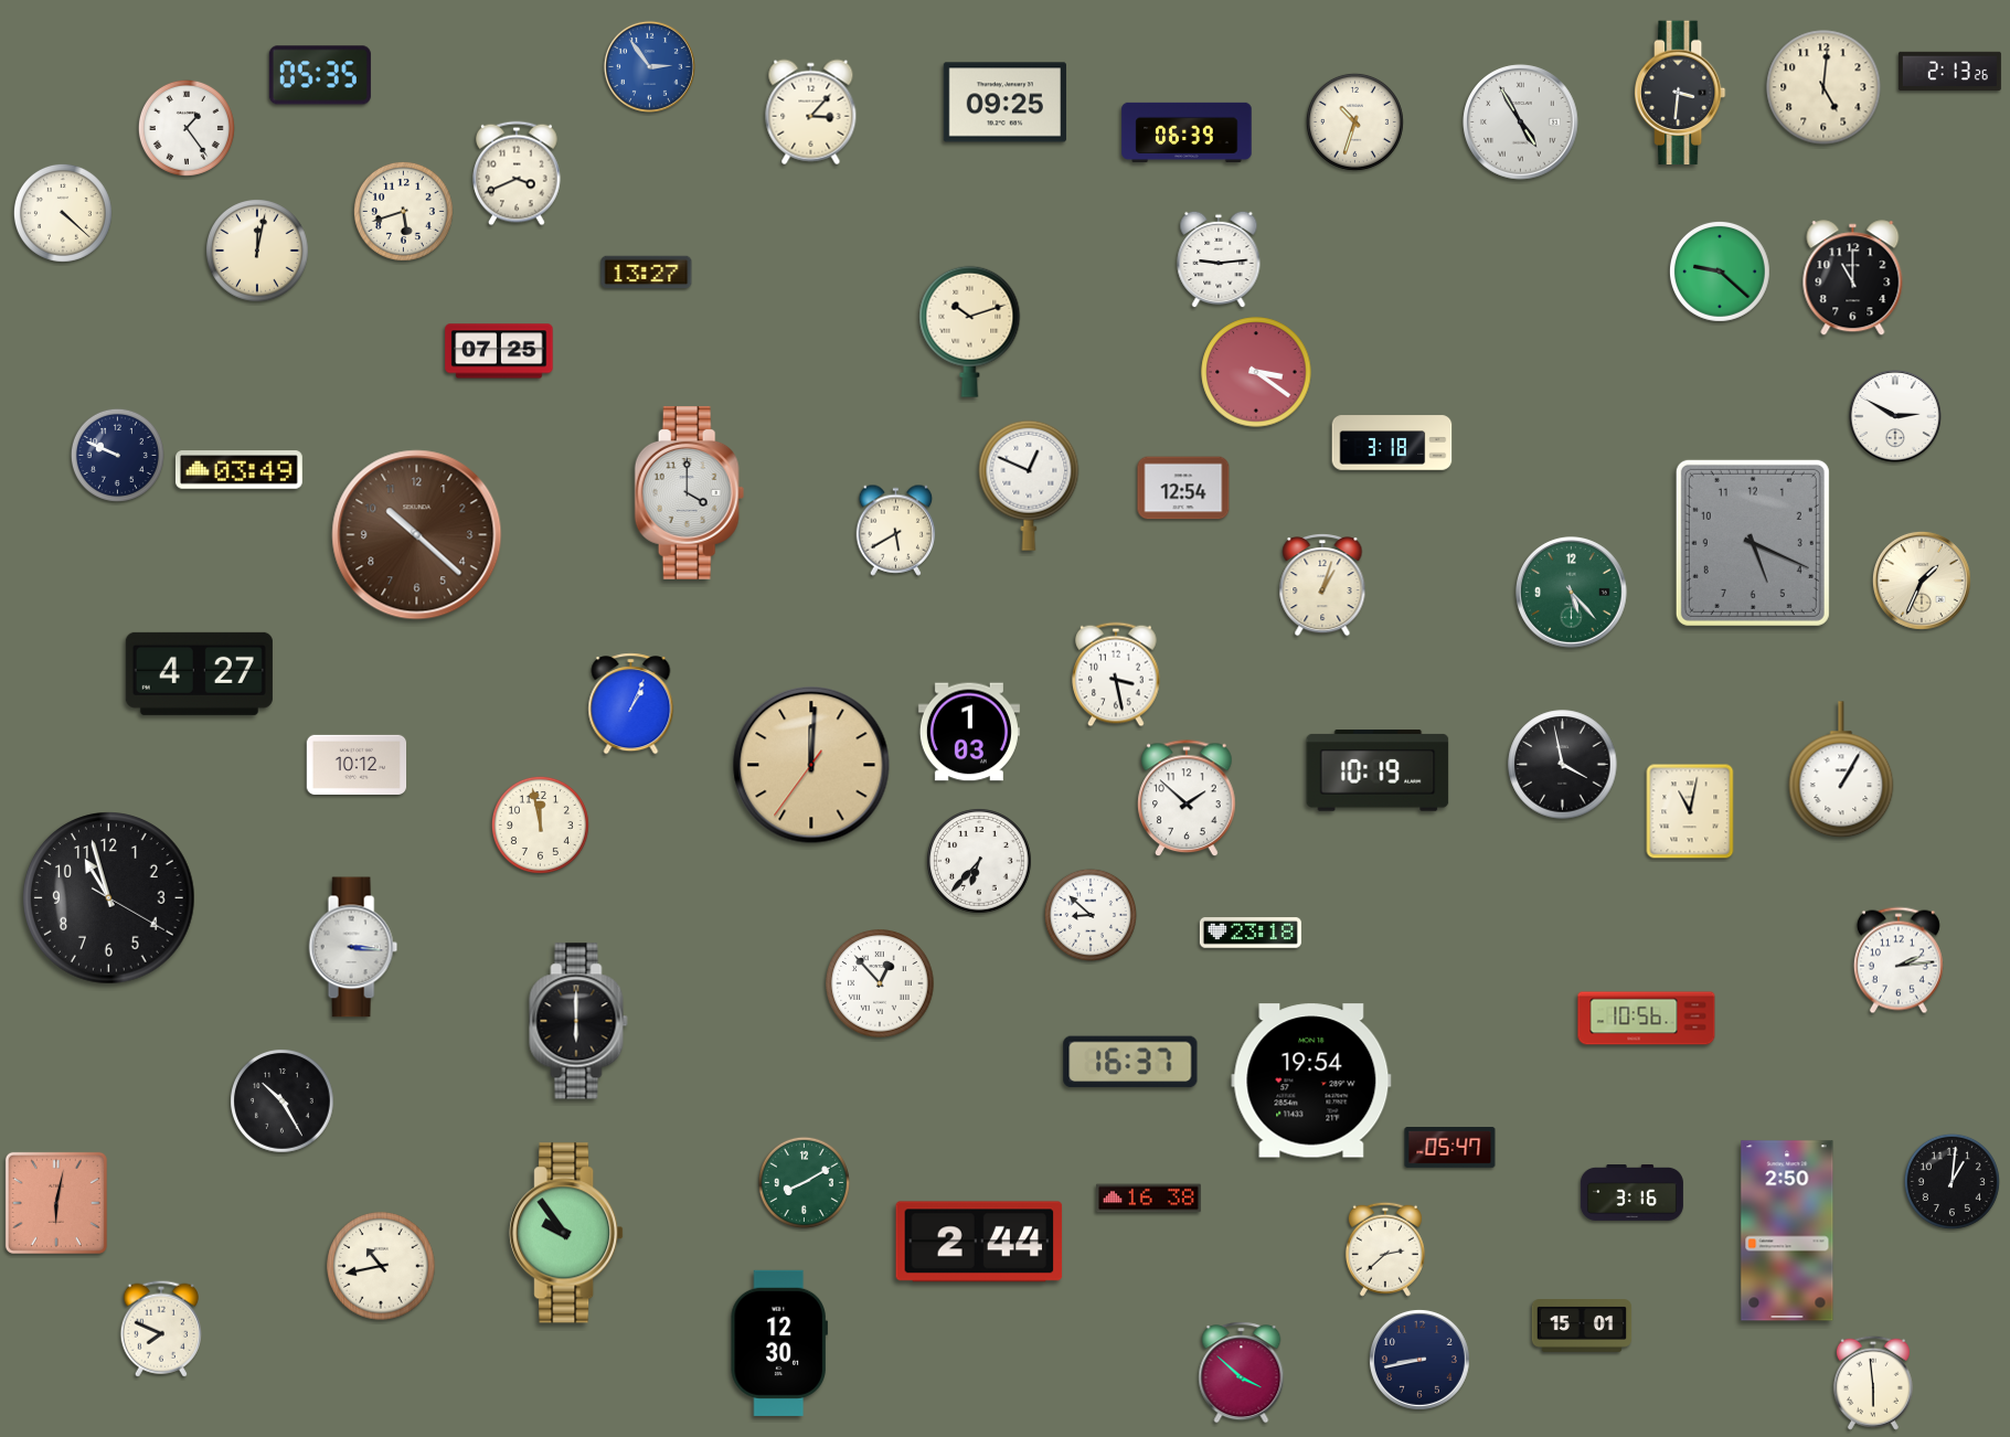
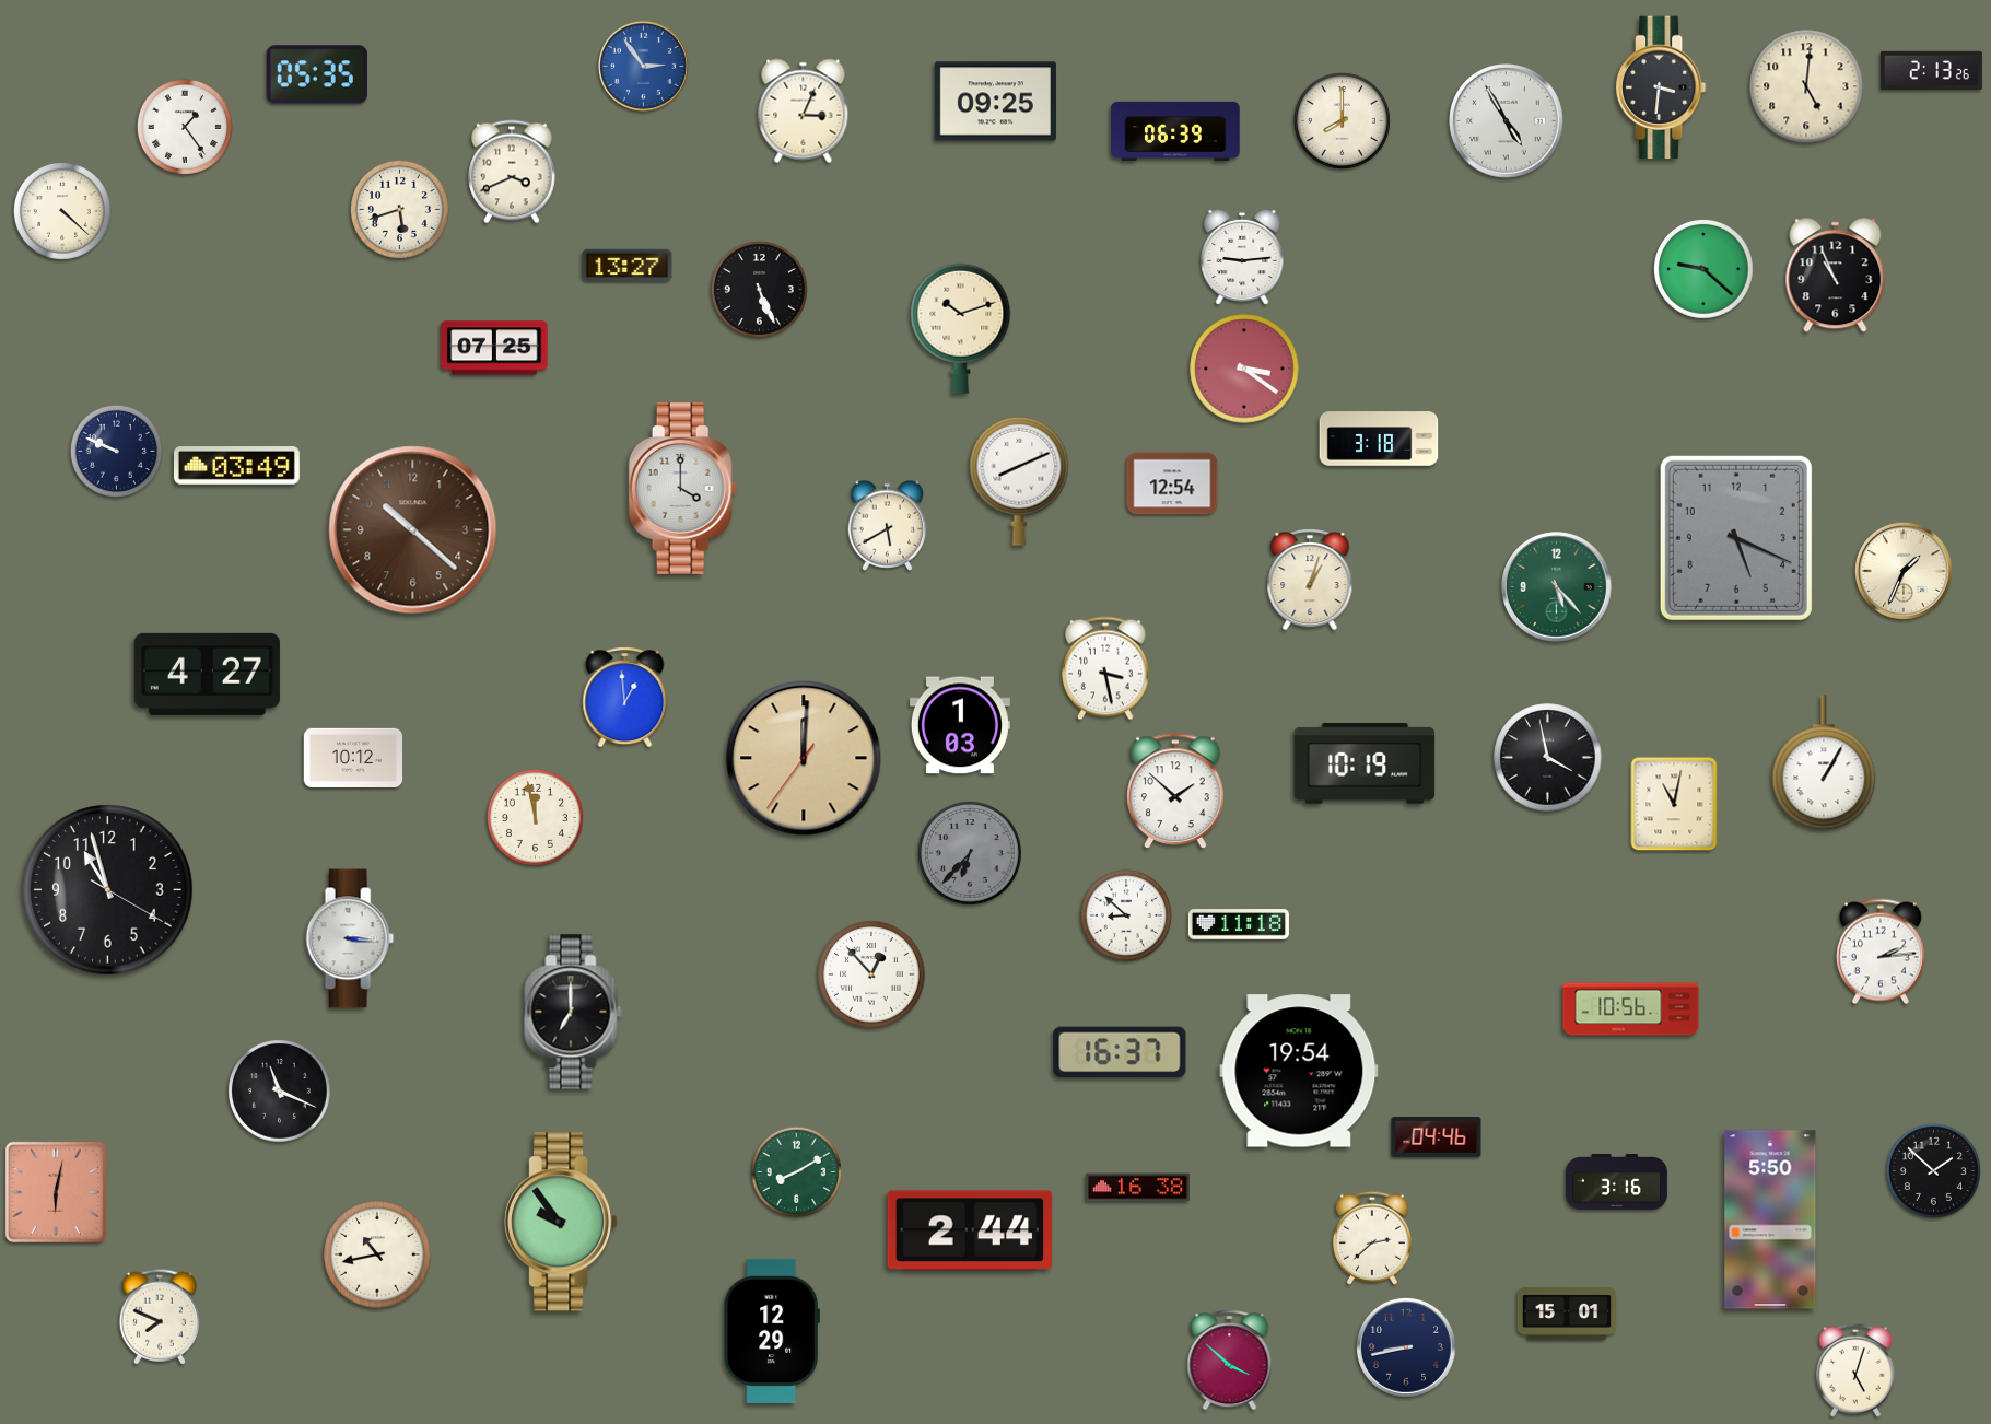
clock at (1680, 93) position: (1680, 93) -> (1661, 87)
clock at (811, 113): 3:07 -> 3:04
clock at (1354, 121): 10:33 -> 8:00
clock at (258, 252): 12:02 -> none
clock at (1219, 259) position: (1219, 259) -> (1242, 257)
clock at (647, 273) position: (647, 273) -> (628, 266)
clock at (1853, 278): 11:00 -> 10:56
clock at (759, 289): none -> 5:26
clock at (1895, 416): 2:50 -> none
clock at (1029, 486): 12:49 -> 8:11
clock at (1922, 581) position: (1922, 581) -> (1904, 571)
clock at (199, 673) position: (199, 673) -> (207, 674)
clock at (631, 704): 1:04 -> 12:59
clock at (979, 861) dial: white -> grey
clock at (1091, 915) position: (1091, 915) -> (1126, 915)
clock at (1251, 933): 23:18 -> 11:18
clock at (578, 1021): 6:00 -> 7:00
clock at (283, 1101): 10:25 -> 11:19
clock at (1450, 1148): 05:47 -> 04:46
clock at (1951, 1181): 1:01 -> 1:52
clock at (1787, 1231): 2:50 -> 5:50
clock at (779, 1343): 12:30 -> 12:29
clock at (1873, 1383): 5:59 -> 5:03
